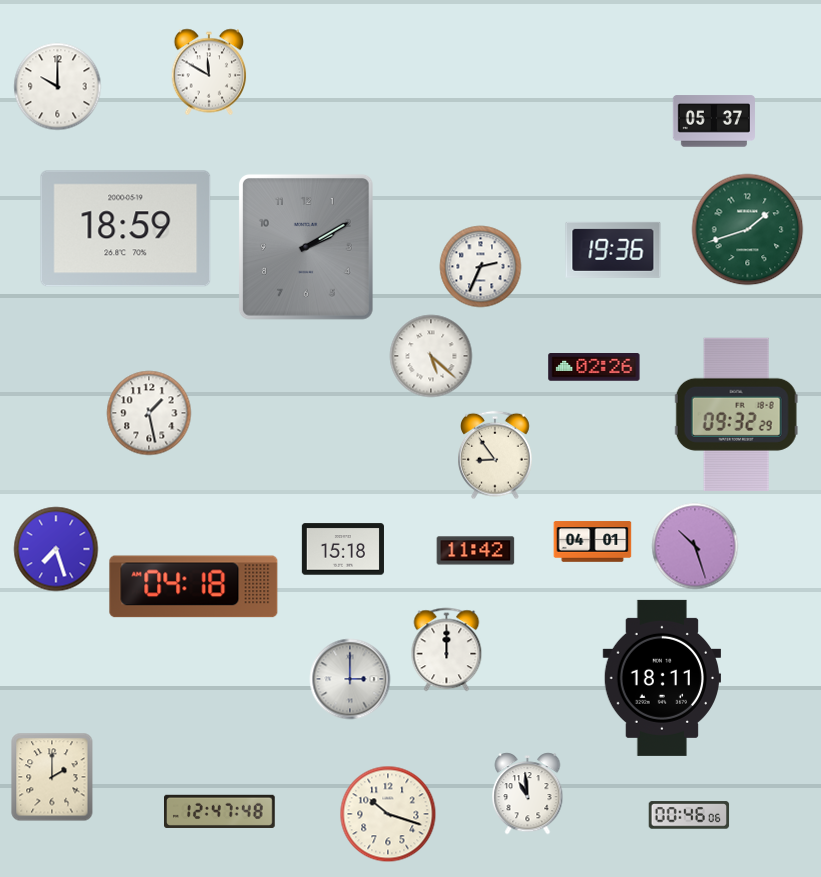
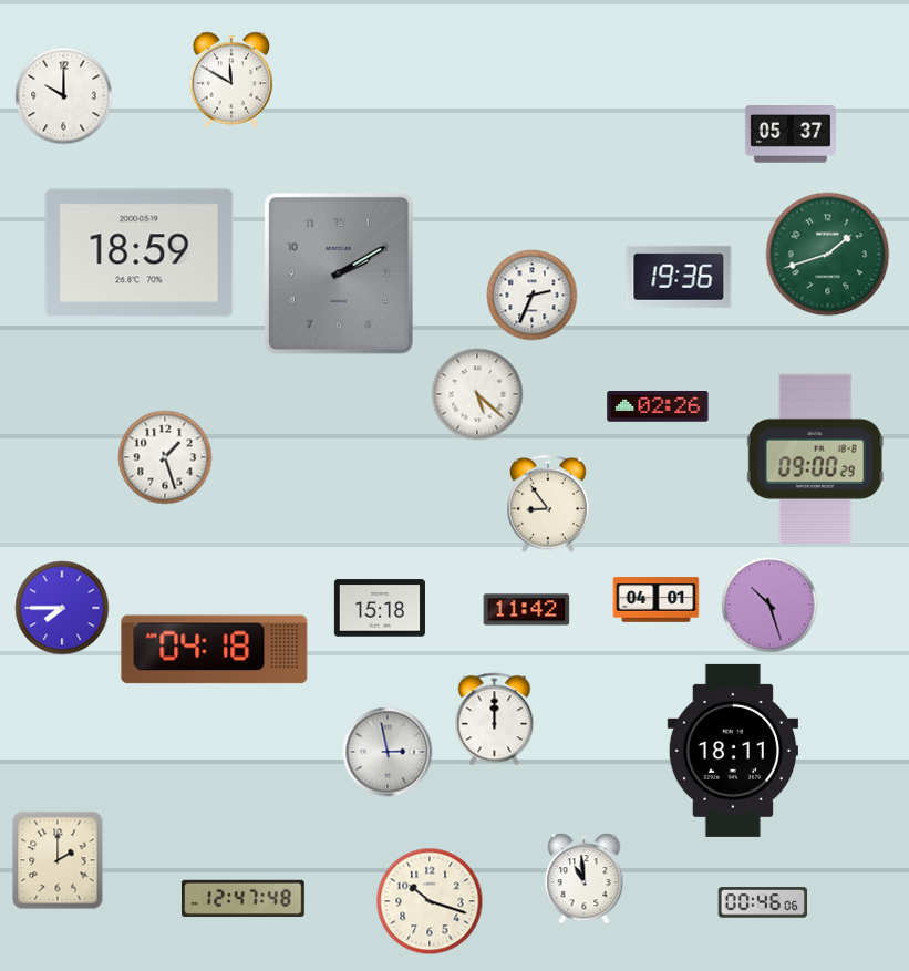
clock at (149, 413): 1:28 -> 1:27
clock at (736, 414): 09:32 -> 09:00
clock at (56, 549): 7:27 -> 7:45
clock at (350, 679): 3:00 -> 2:58
